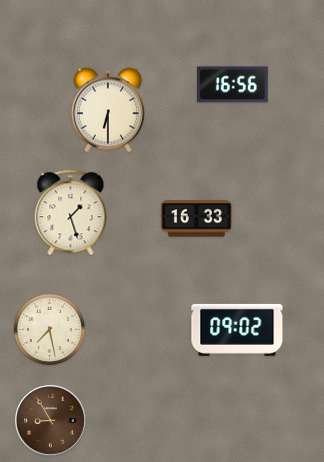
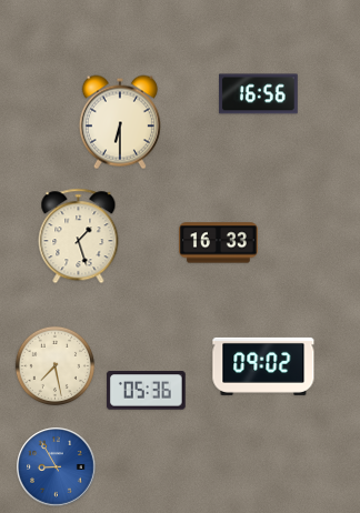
clock at (147, 391): none -> 05:36
clock at (51, 421) dial: brown -> blue
